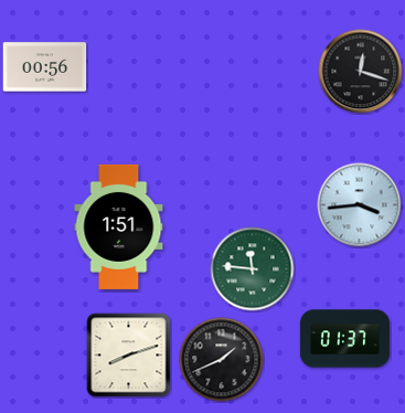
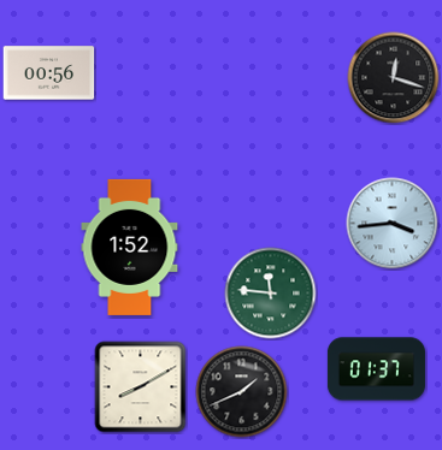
clock at (119, 226): 1:51 -> 1:52
clock at (253, 269) position: (253, 269) -> (271, 294)
clock at (129, 356): 8:12 -> 8:10
